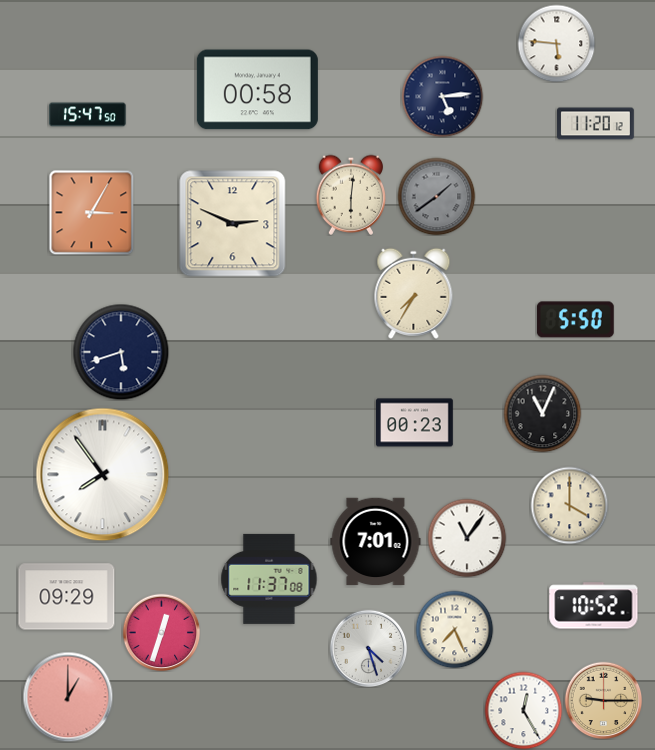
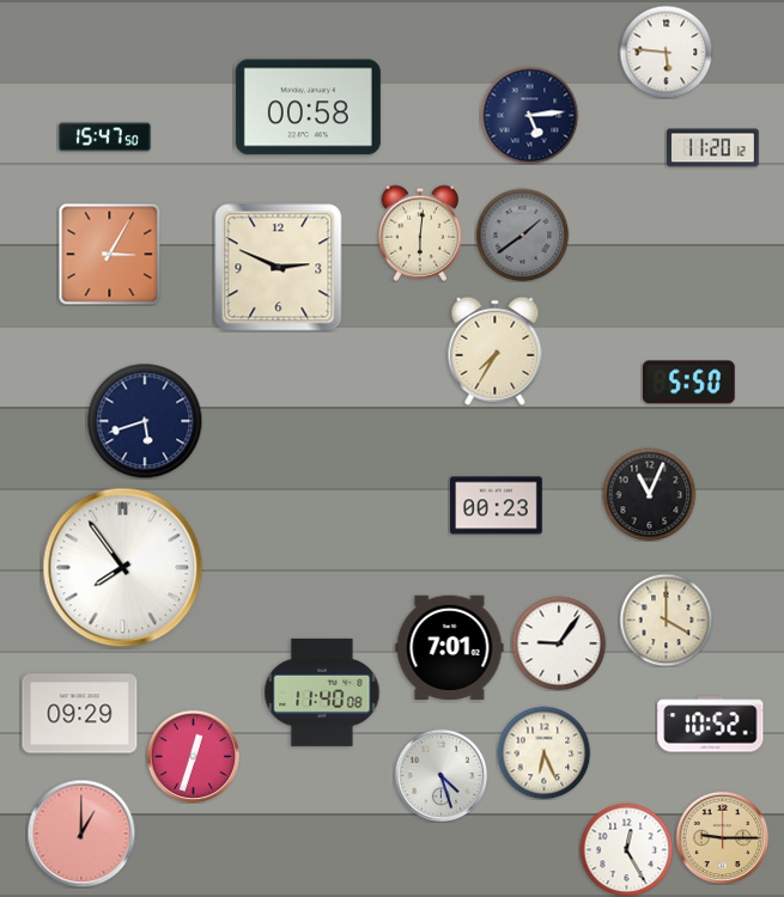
clock at (569, 505) position: (569, 505) -> (666, 620)
clock at (467, 538): 11:06 -> 9:06
clock at (269, 579): 11:37 -> 11:40
clock at (454, 629): 7:26 -> 6:26
